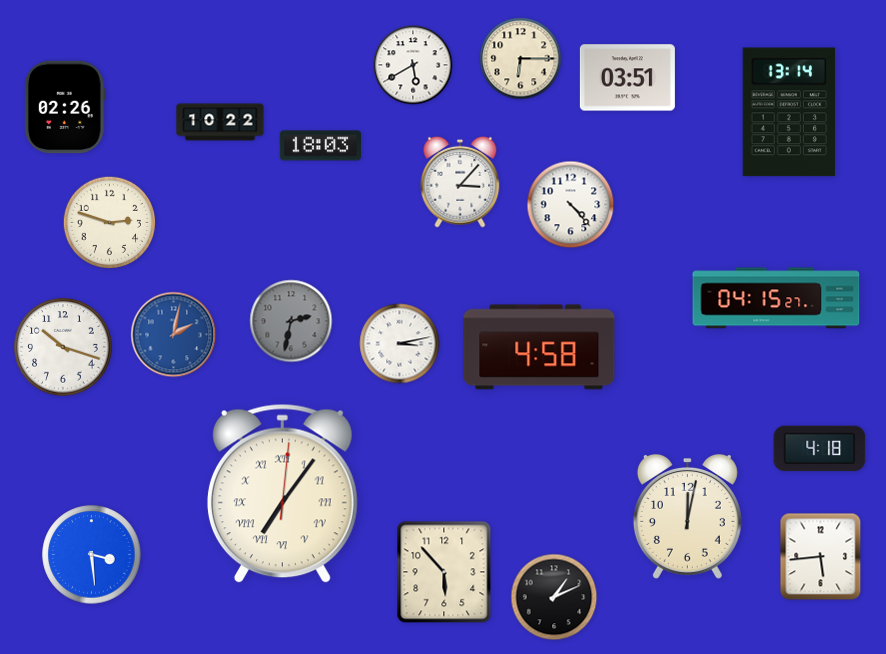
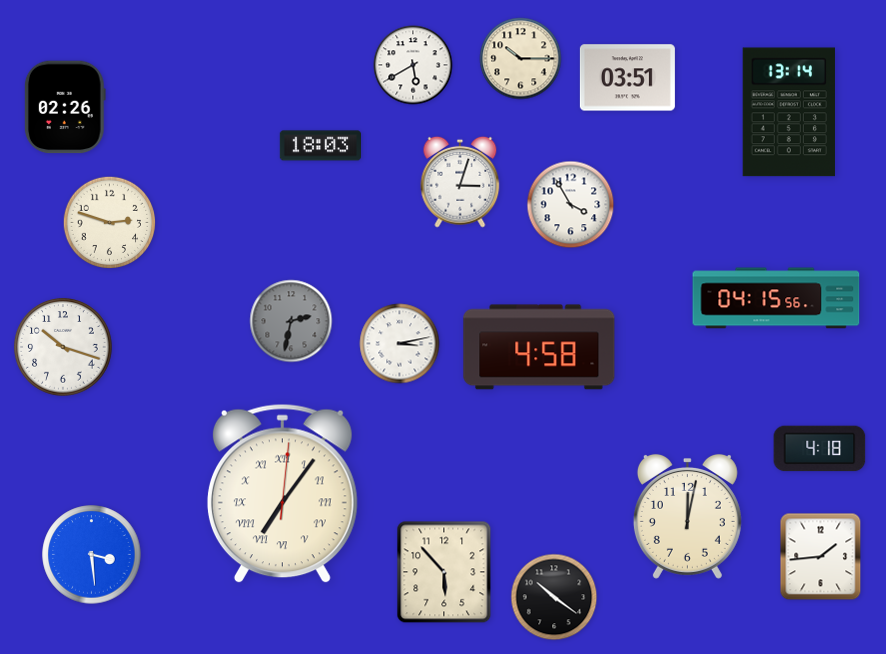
clock at (521, 59): 6:15 -> 10:15
clock at (220, 122): 10:22 -> none
clock at (460, 182): 3:07 -> 3:03
clock at (571, 205): 4:23 -> 3:55
clock at (776, 298): 04:15:27 -> 04:15:56
clock at (174, 335): 2:02 -> none
clock at (821, 557): 5:44 -> 1:44
clock at (554, 597): 1:11 -> 10:21
